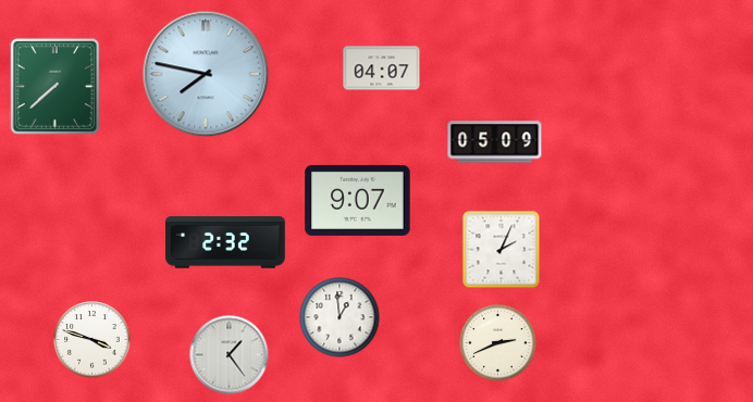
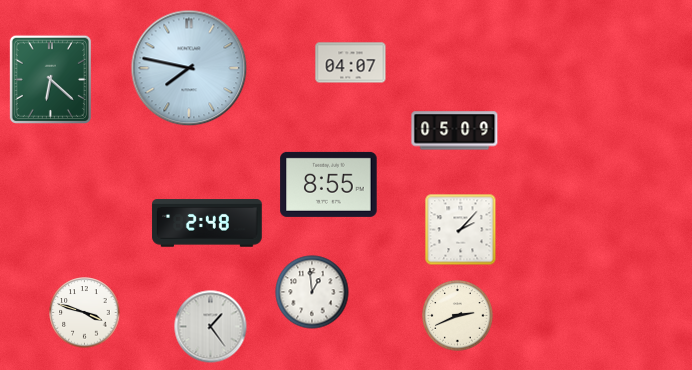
clock at (54, 86): 7:38 -> 6:22
clock at (358, 200): 9:07 -> 8:55
clock at (225, 242): 2:32 -> 2:48
clock at (502, 250): 2:04 -> 2:07
